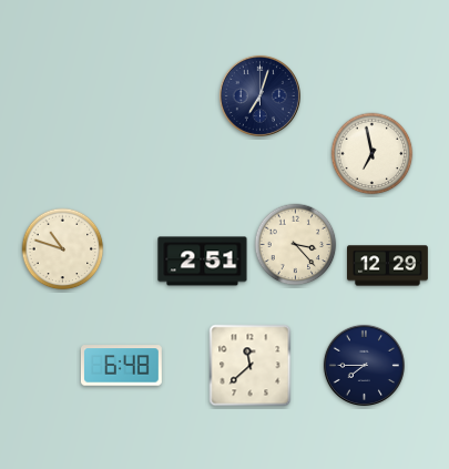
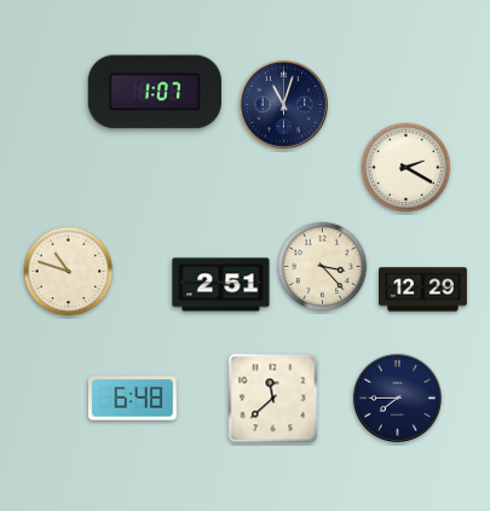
clock at (155, 92): none -> 1:07
clock at (259, 95): 7:03 -> 11:03
clock at (373, 154): 6:58 -> 2:20
